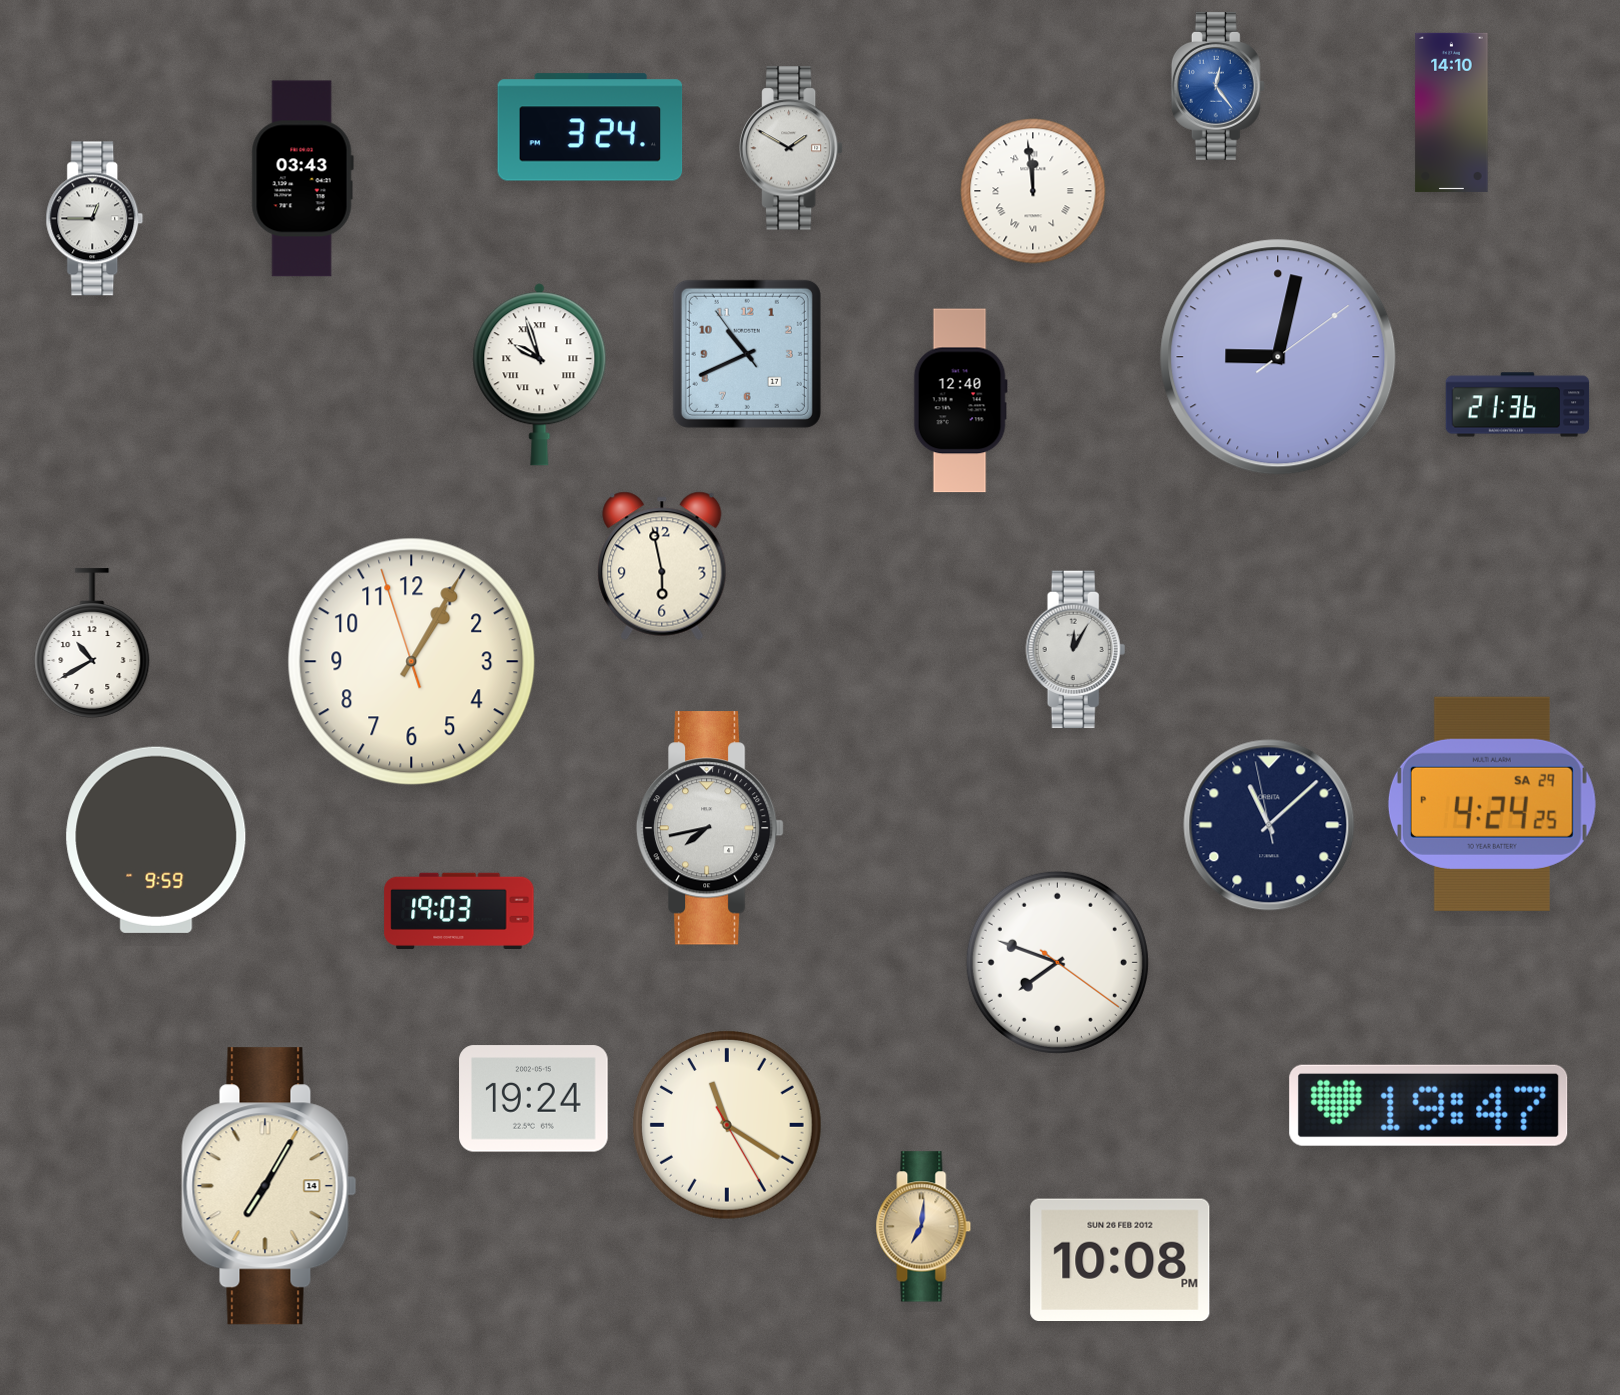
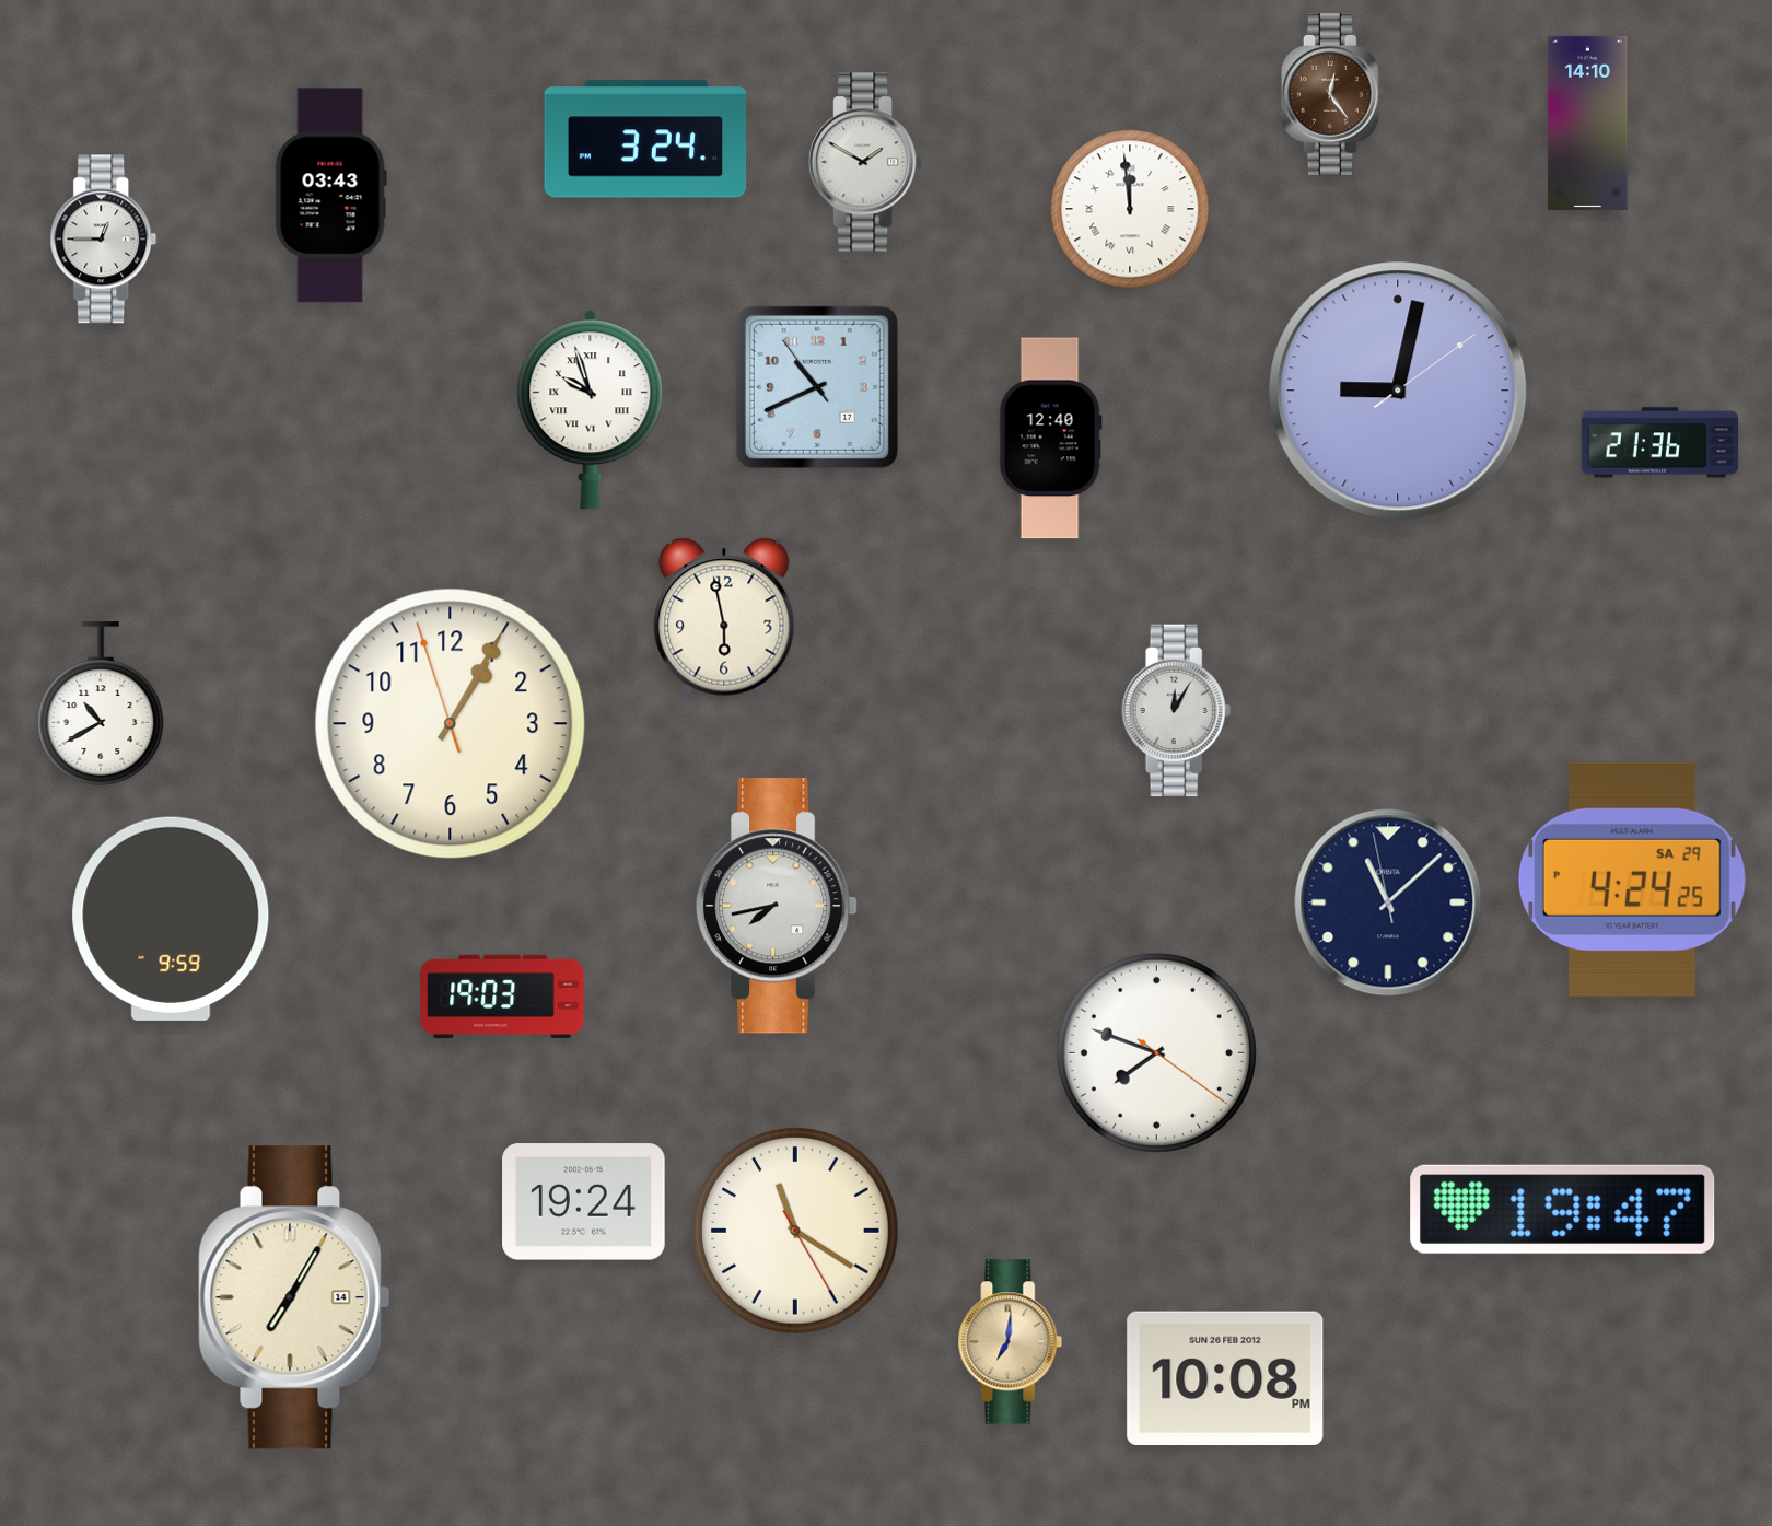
clock at (1218, 87) dial: blue -> brown
